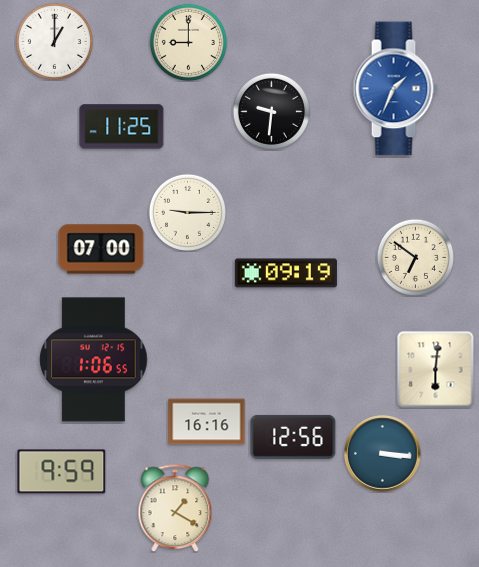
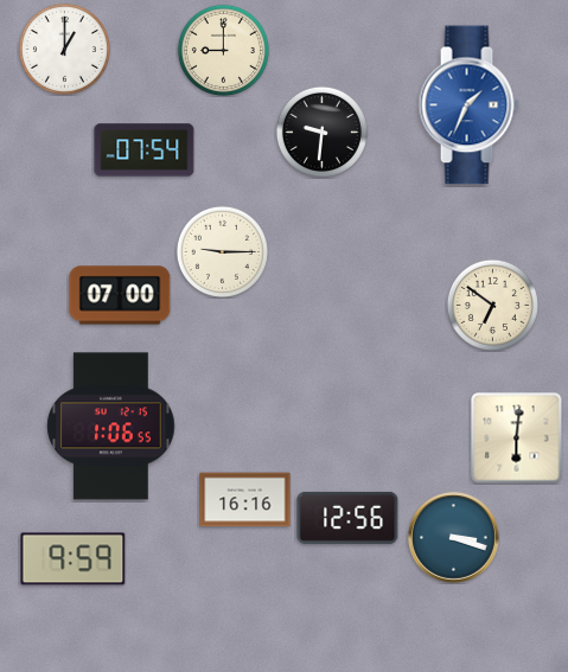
clock at (122, 127): 11:25 -> 07:54
clock at (286, 273): 09:19 -> none
clock at (383, 454): 3:16 -> 3:18
clock at (175, 508): 1:20 -> none
